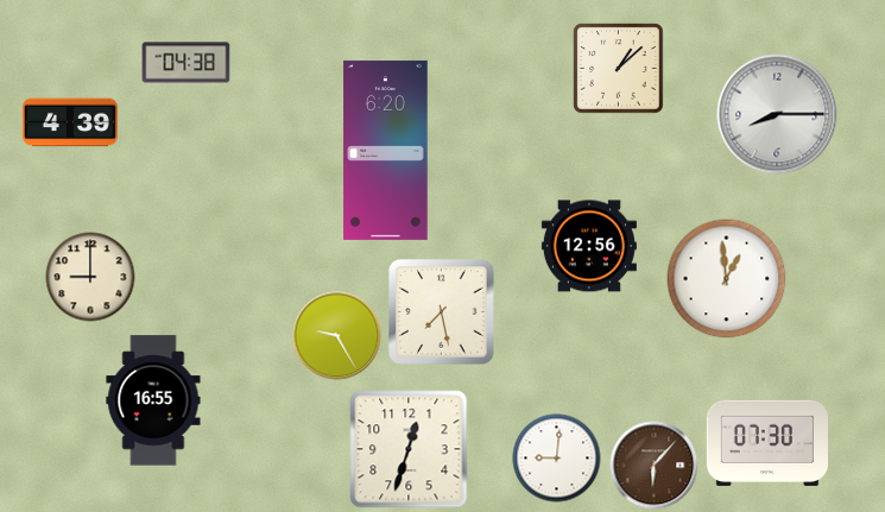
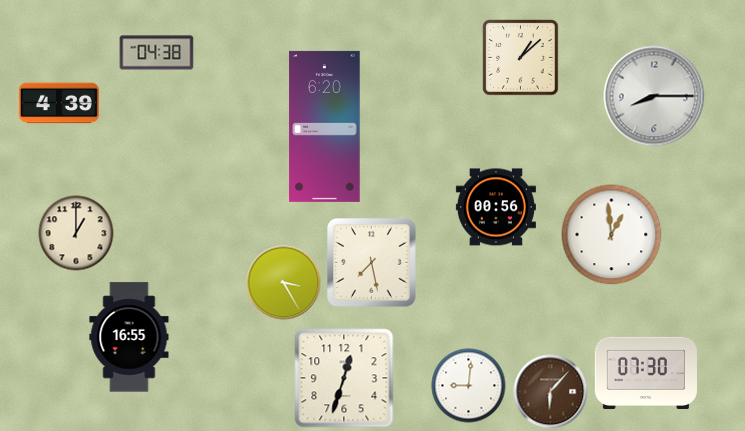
clock at (589, 246): 12:56 -> 00:56
clock at (90, 277): 9:00 -> 1:00
clock at (337, 336): 9:25 -> 3:25
